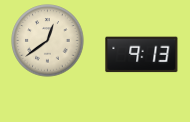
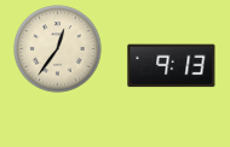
clock at (48, 41): 12:39 -> 12:36
